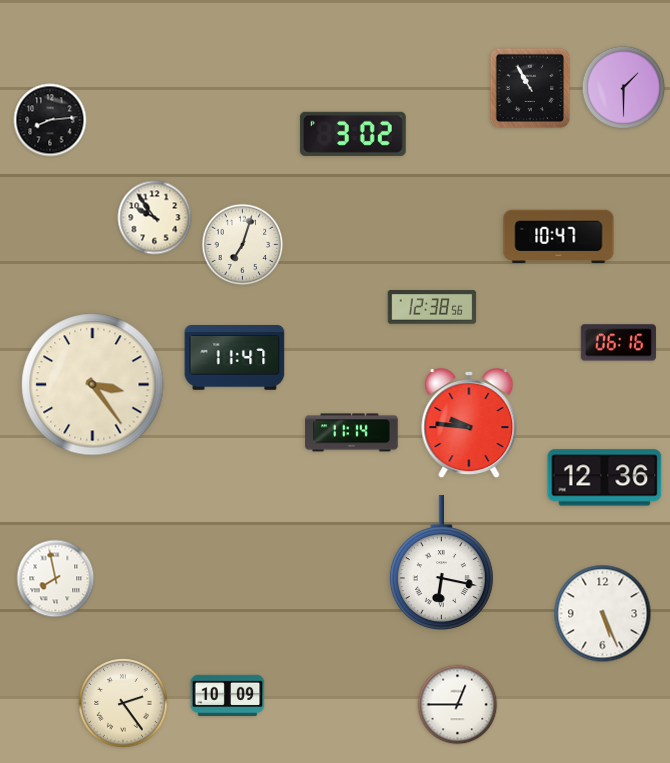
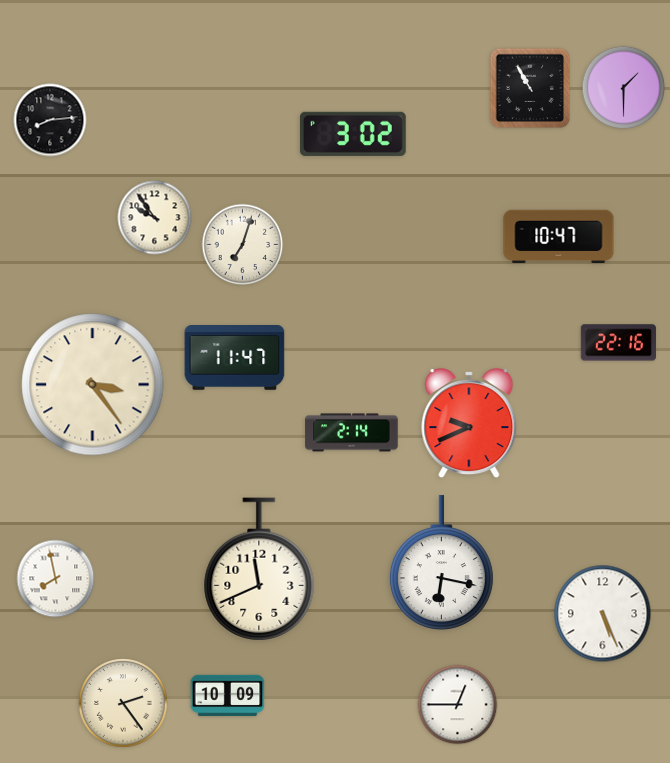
clock at (432, 307): 12:38 -> none
clock at (618, 343): 06:16 -> 22:16
clock at (469, 424): 9:46 -> 9:41
clock at (352, 433): 11:14 -> 2:14
clock at (605, 478): 12:36 -> none
clock at (259, 569): none -> 11:41
